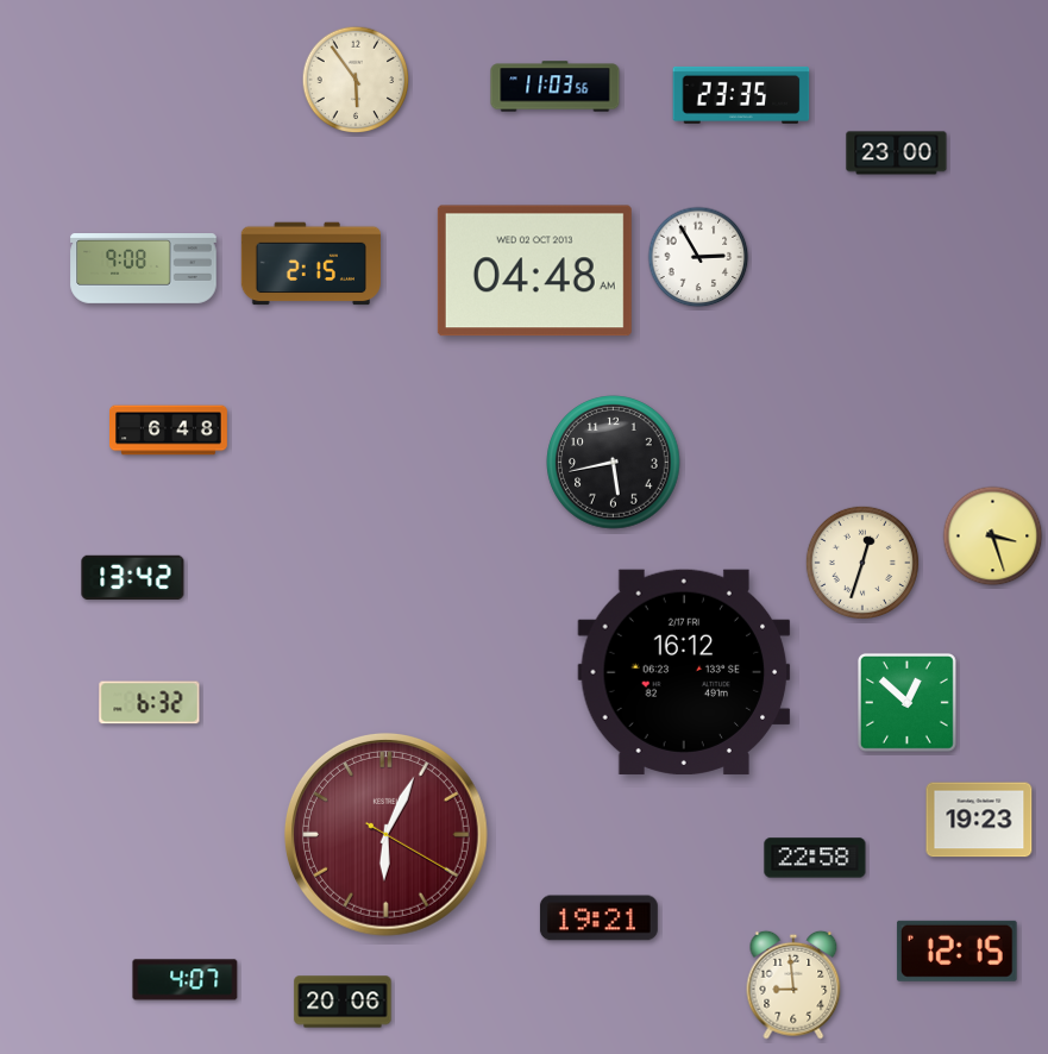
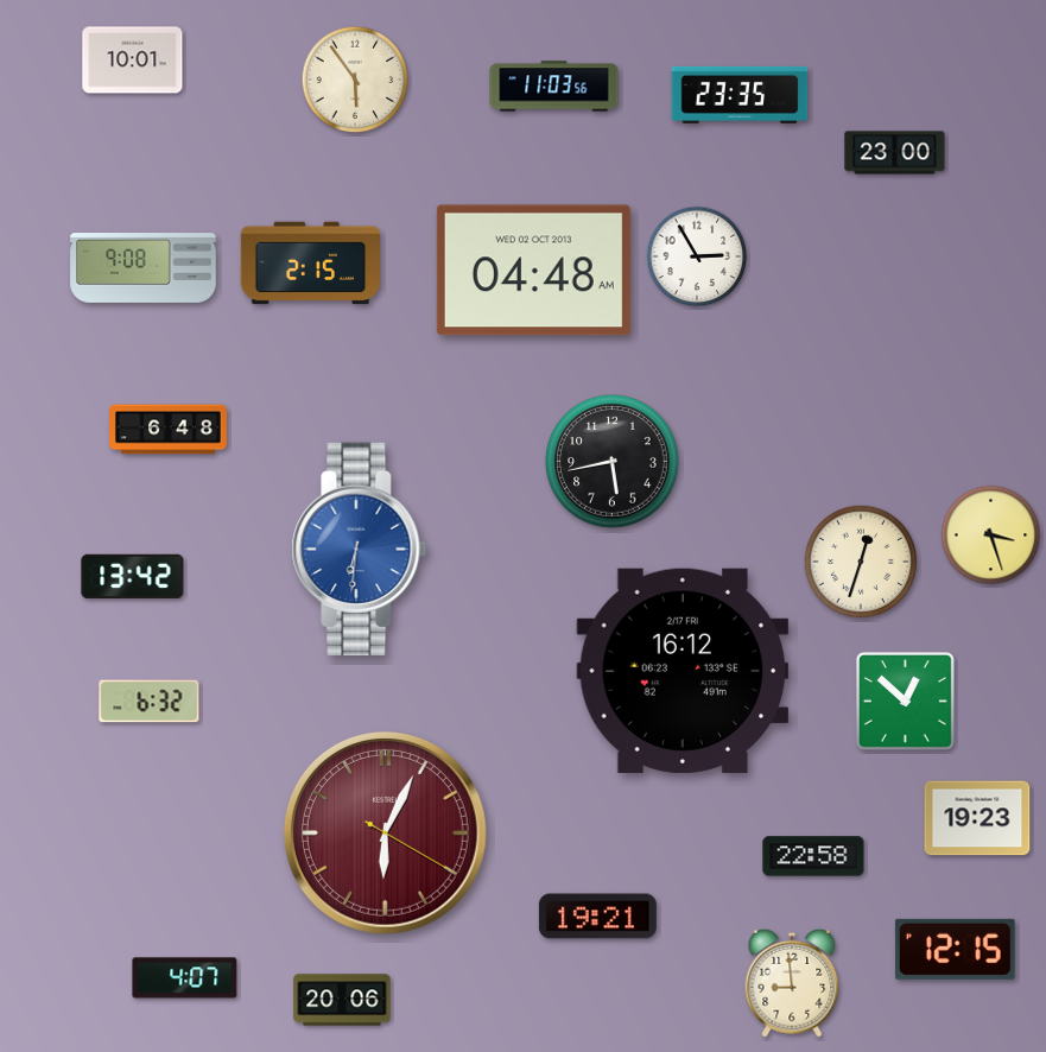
clock at (133, 61): none -> 10:01
clock at (360, 550): none -> 6:31
